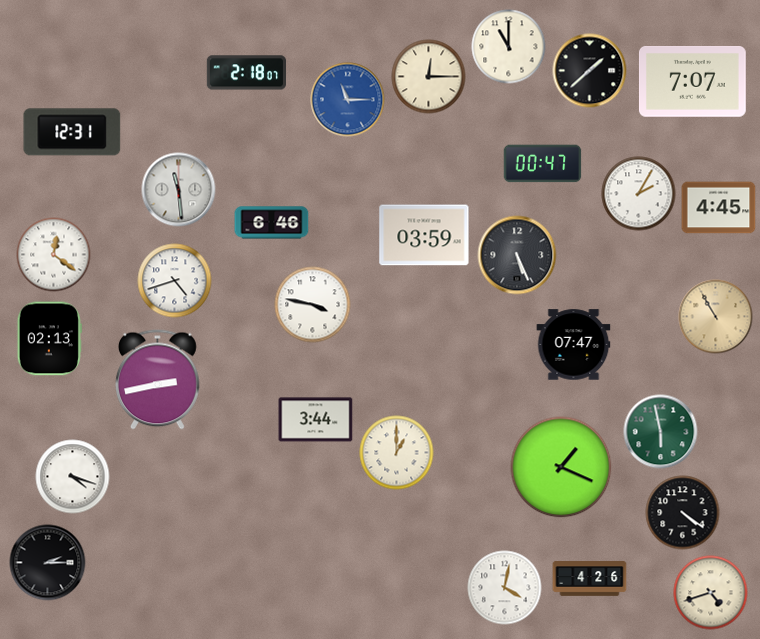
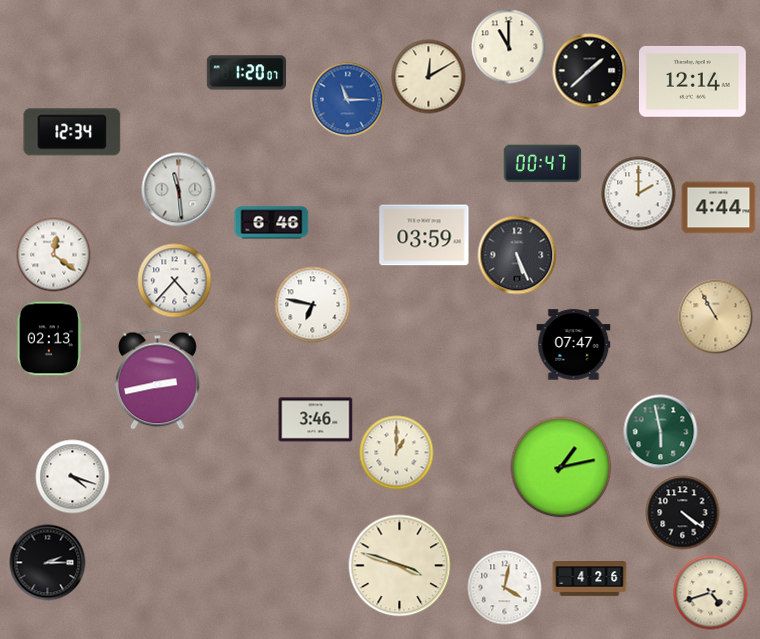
clock at (246, 73): 2:18 -> 1:20
clock at (429, 77): 12:15 -> 12:10
clock at (692, 82): 7:07 -> 12:14
clock at (72, 132): 12:31 -> 12:34
clock at (639, 194): 2:05 -> 2:00
clock at (719, 208): 4:45 -> 4:44
clock at (175, 281): 4:42 -> 4:37
clock at (313, 305): 3:47 -> 6:47
clock at (316, 420): 3:44 -> 3:46
clock at (561, 467): 1:19 -> 1:13
clock at (400, 566): none -> 3:48
